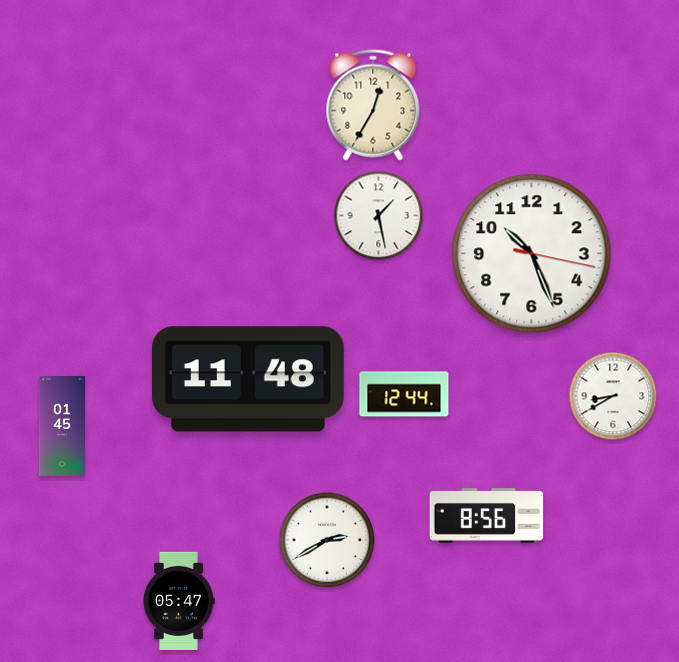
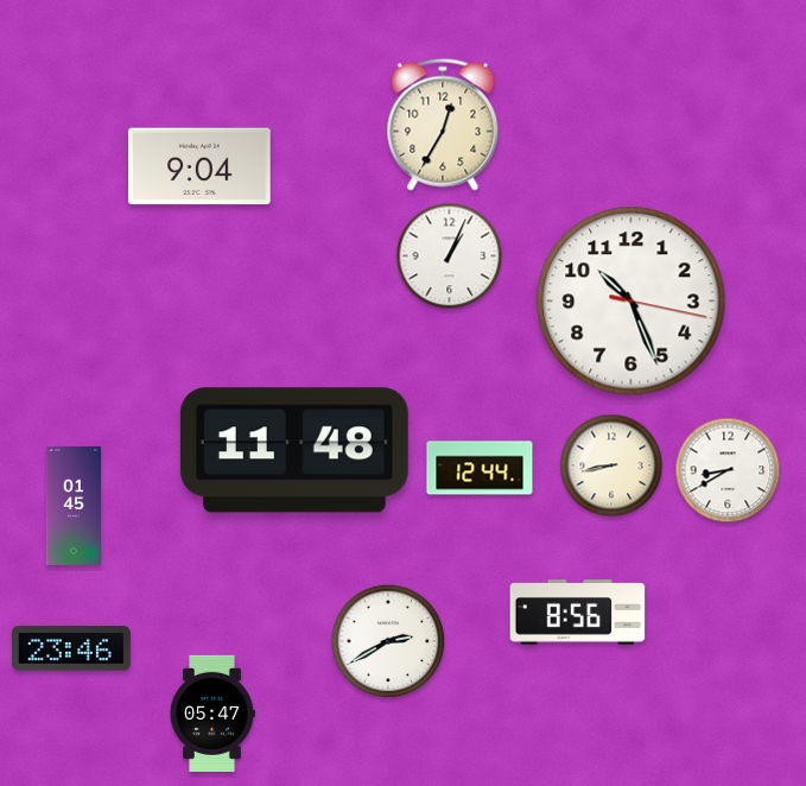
clock at (201, 166): none -> 9:04
clock at (379, 216): 1:28 -> 1:04
clock at (611, 465): none -> 8:43
clock at (71, 648): none -> 23:46
